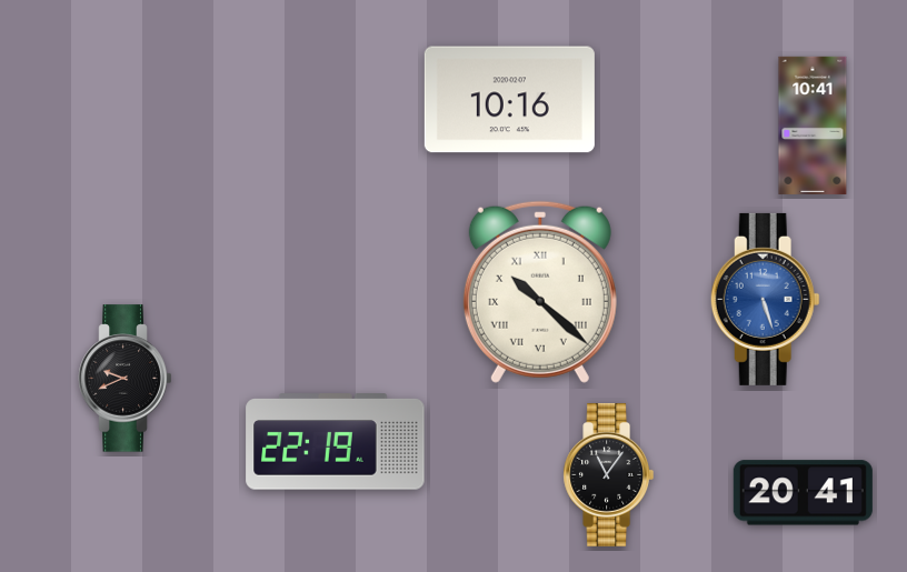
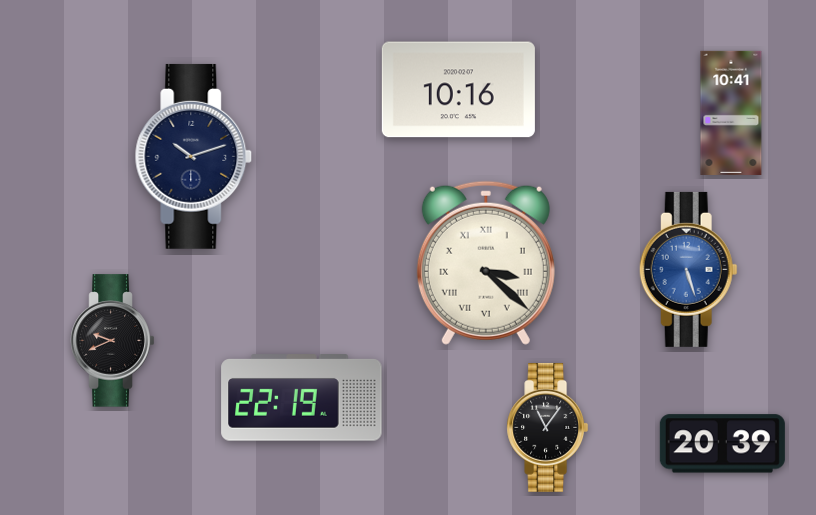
clock at (194, 156): none -> 10:12
clock at (540, 292): 10:22 -> 3:22
clock at (803, 493): 20:41 -> 20:39
